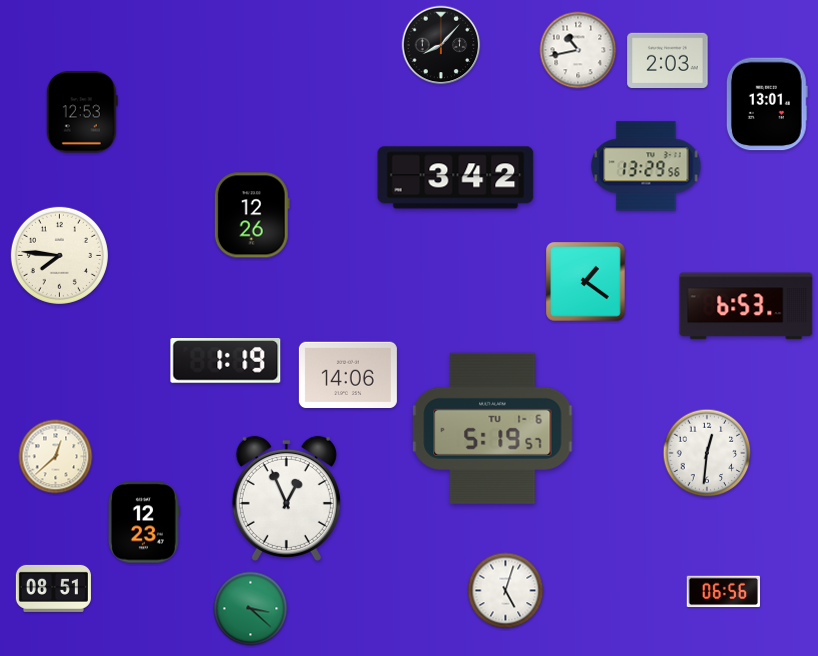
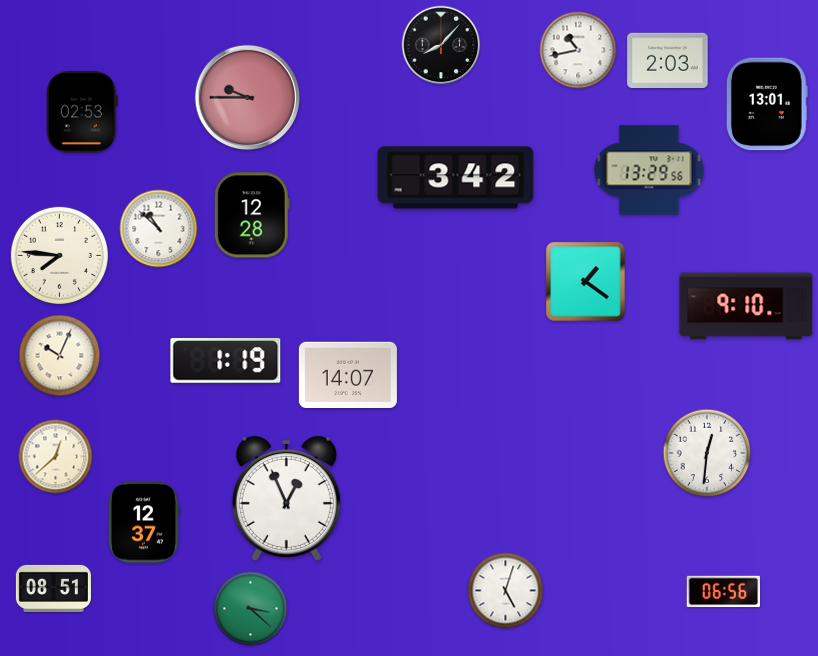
clock at (247, 97): none -> 9:45
clock at (82, 112): 12:53 -> 02:53
clock at (646, 166) position: (646, 166) -> (649, 170)
clock at (252, 215): 12:26 -> 12:28
clock at (159, 229): none -> 10:52
clock at (746, 306): 6:53 -> 9:10
clock at (60, 356): none -> 10:04
clock at (348, 374): 14:06 -> 14:07
clock at (493, 428): 5:19 -> none
clock at (145, 522): 12:23 -> 12:37
